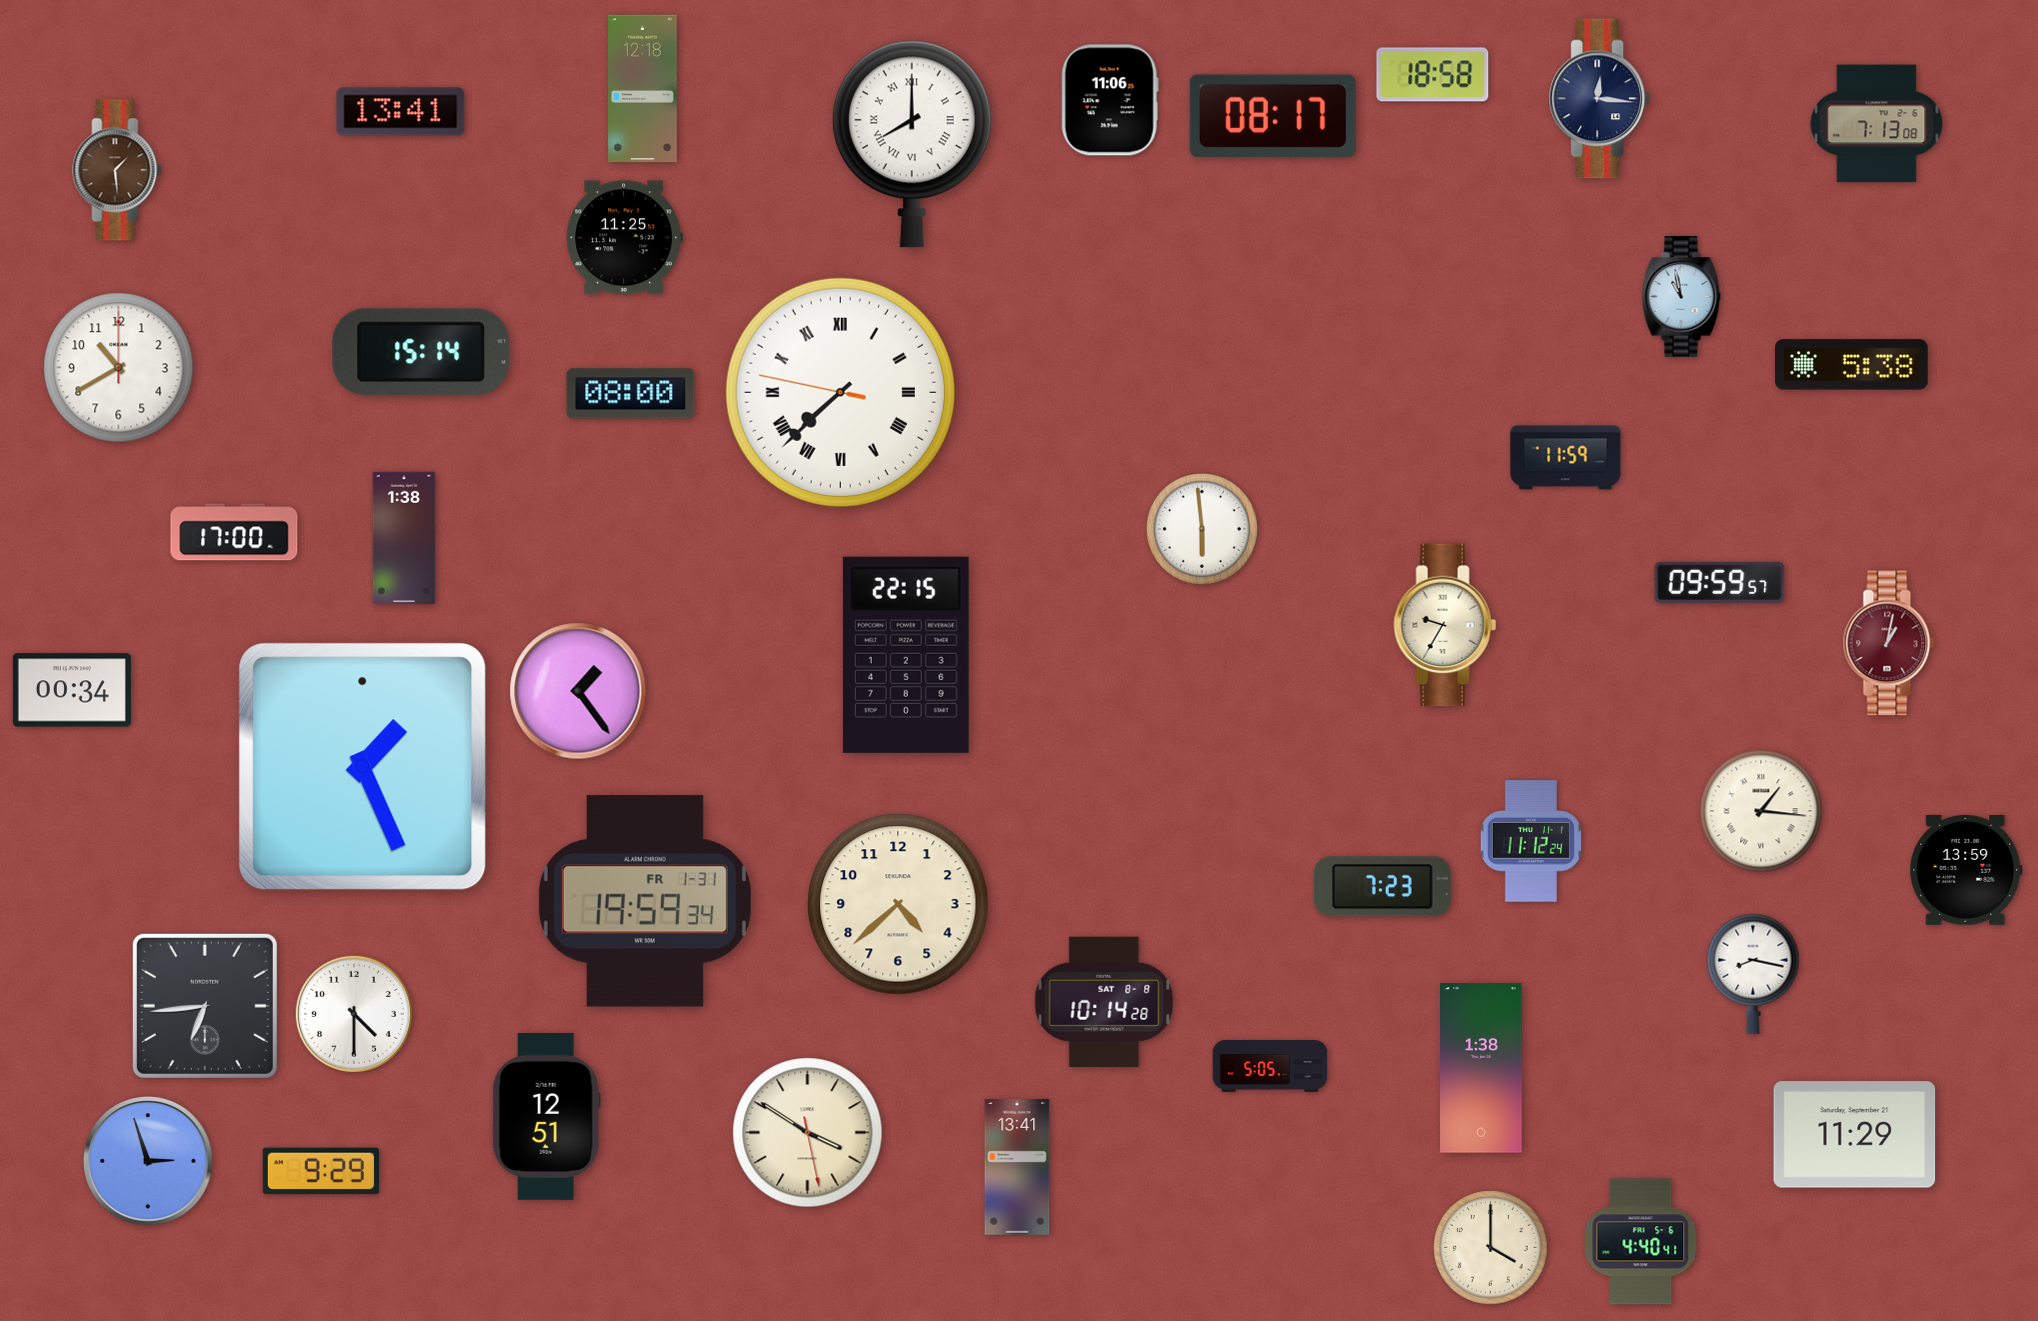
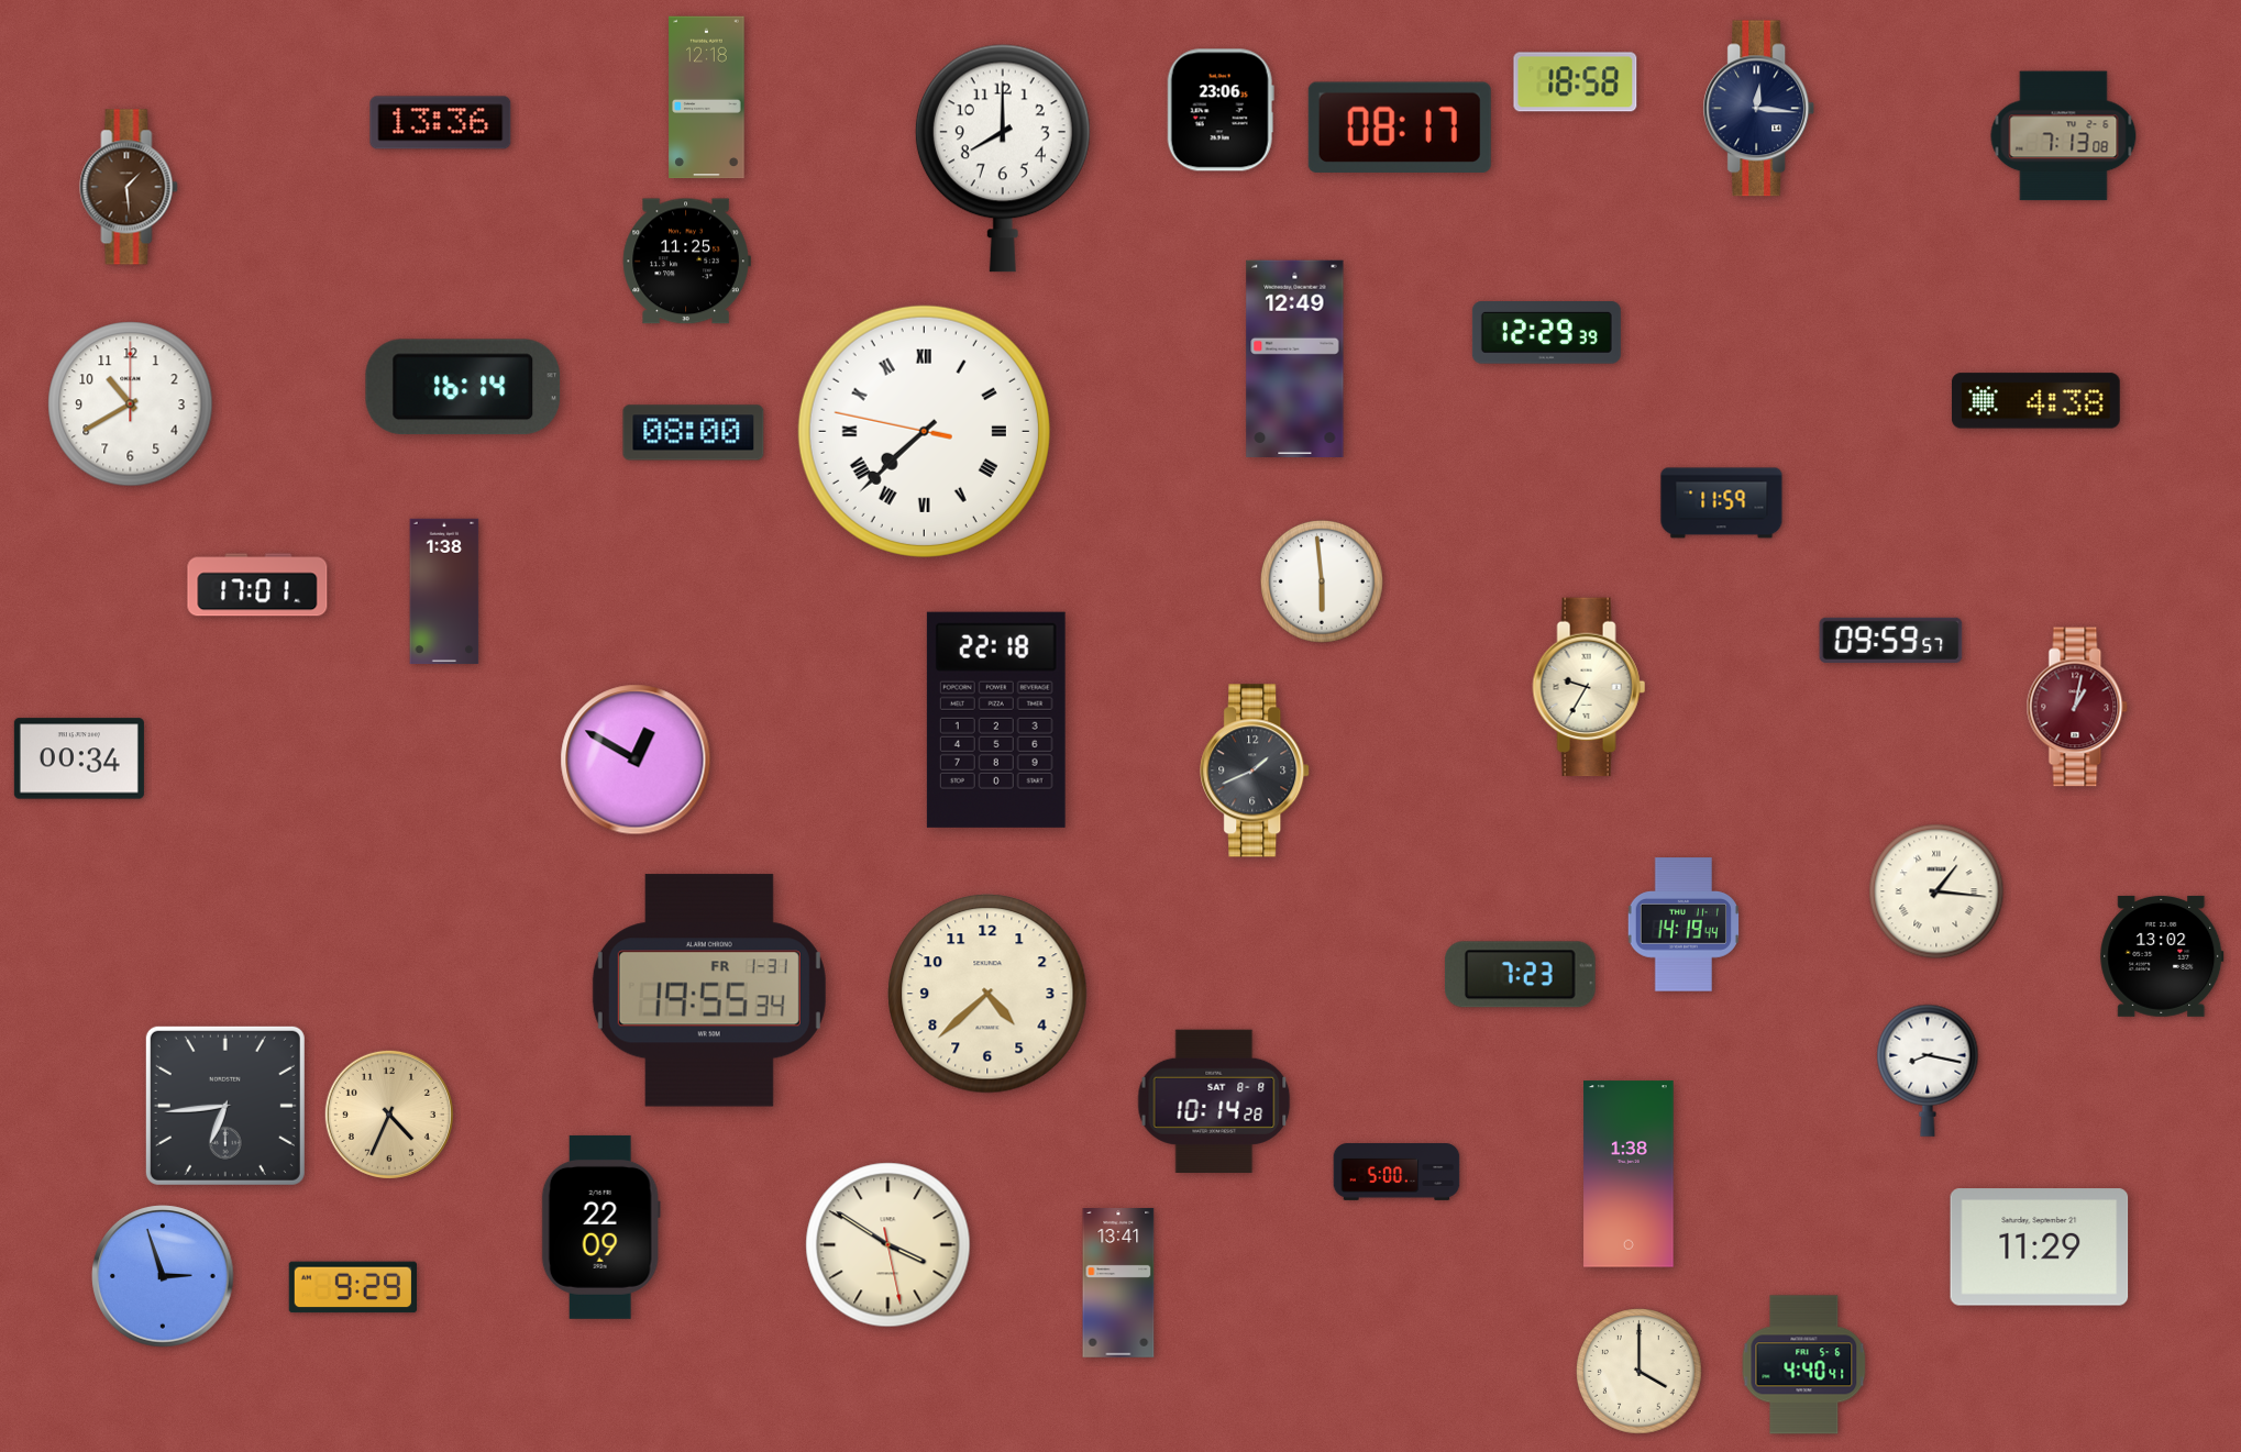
clock at (1110, 100): 11:06 -> 23:06
clock at (401, 112): 13:41 -> 13:36
clock at (912, 144) numerals: Roman -> Arabic
clock at (1682, 297): 10:58 -> none
clock at (1546, 333): none -> 12:29
clock at (1295, 358): none -> 12:49
clock at (421, 352): 15:14 -> 16:14
clock at (1852, 365): 5:38 -> 4:38
clock at (234, 532): 17:00 -> 17:01
clock at (906, 655): 22:15 -> 22:18
clock at (578, 691): 1:24 -> 12:50
clock at (1256, 771): none -> 1:41
clock at (363, 767): 1:26 -> none
clock at (1530, 841): 11:12 -> 14:19
clock at (1966, 870): 13:59 -> 13:02
clock at (645, 901): 19:59 -> 19:55
clock at (354, 1014): 4:30 -> 4:34
clock at (354, 1014) dial: white -> champagne
clock at (1270, 1066): 5:05 -> 5:00
clock at (546, 1116): 12:51 -> 22:09
